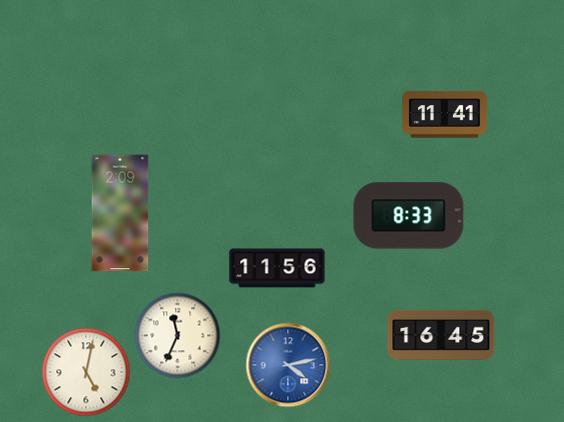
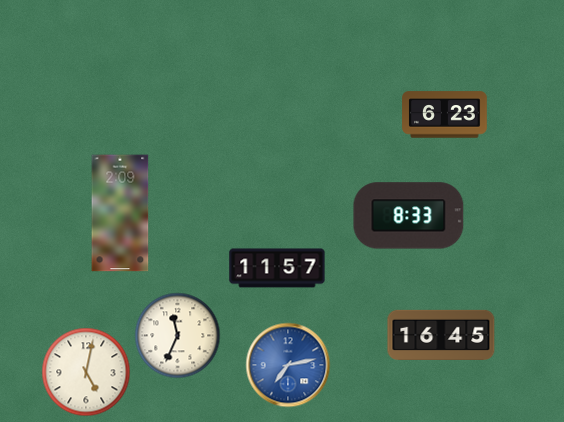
clock at (445, 115): 11:41 -> 6:23
clock at (277, 268): 11:56 -> 11:57
clock at (288, 365): 4:13 -> 7:13
